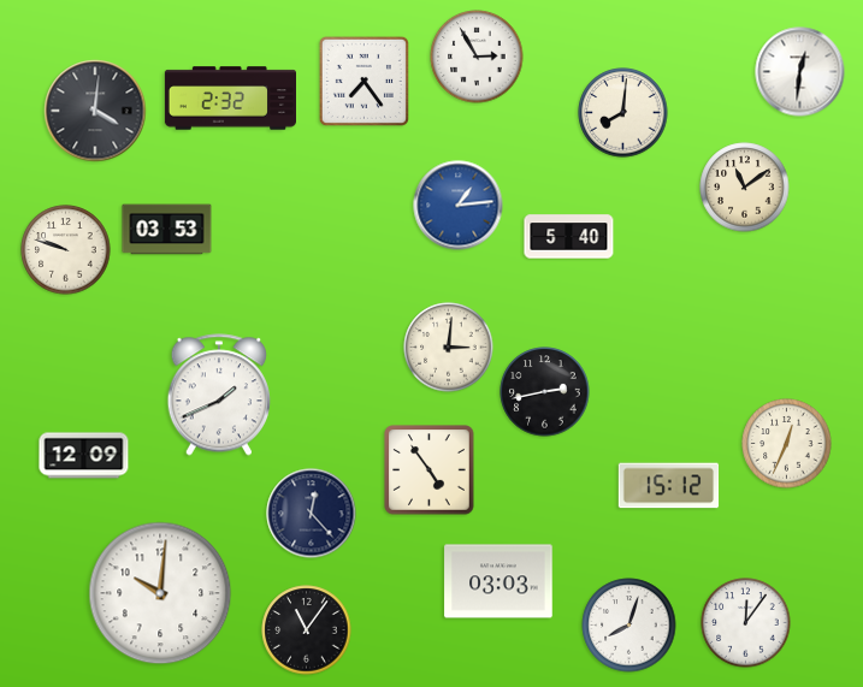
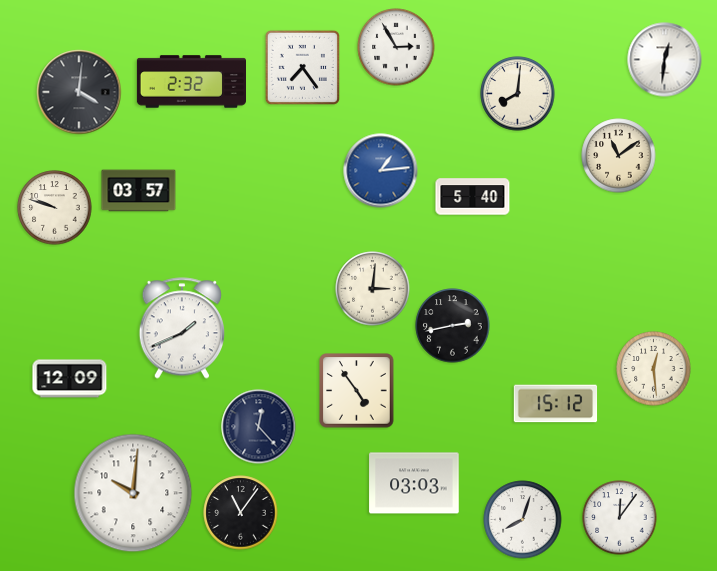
clock at (167, 230): 03:53 -> 03:57
clock at (787, 444): 12:34 -> 12:29
clock at (307, 630) position: (307, 630) -> (241, 513)
